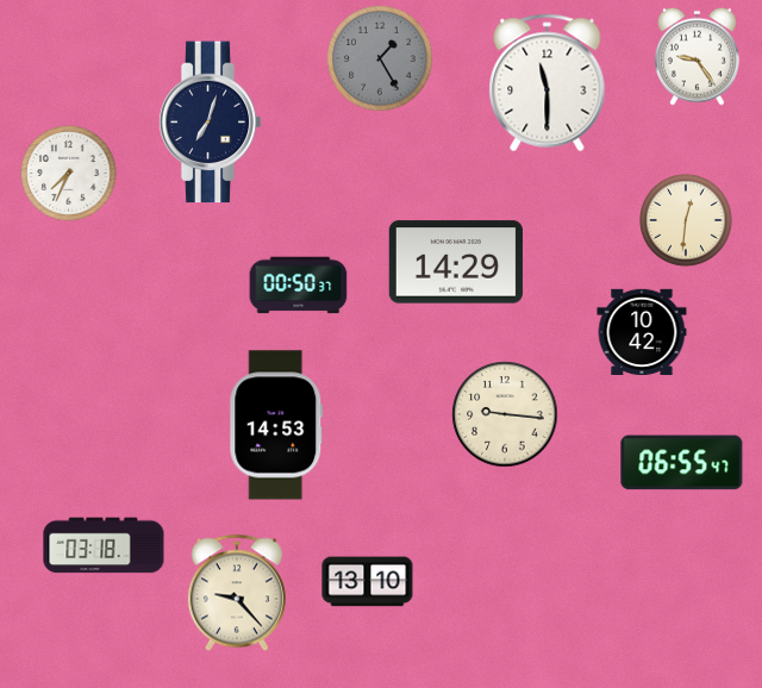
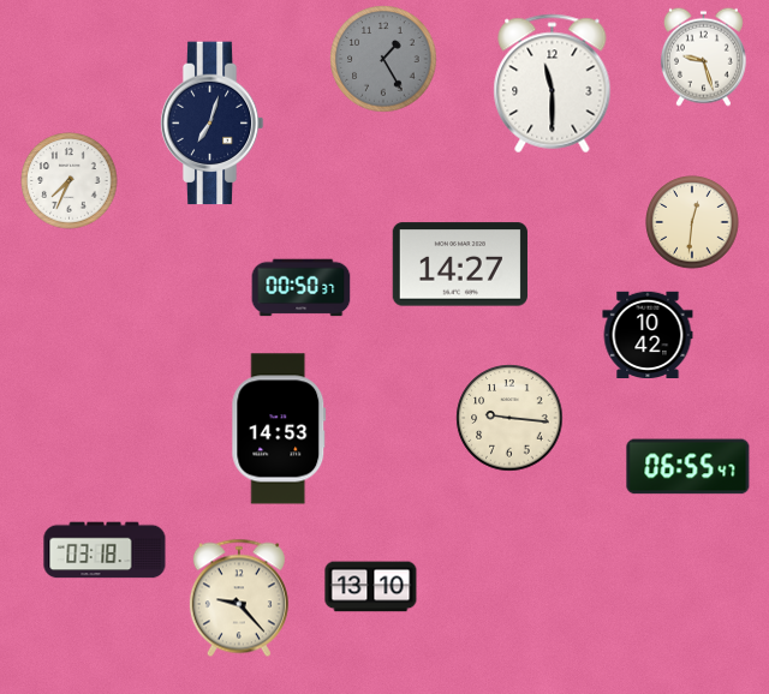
clock at (697, 56): 9:24 -> 9:27
clock at (69, 174) position: (69, 174) -> (70, 181)
clock at (456, 262): 14:29 -> 14:27
